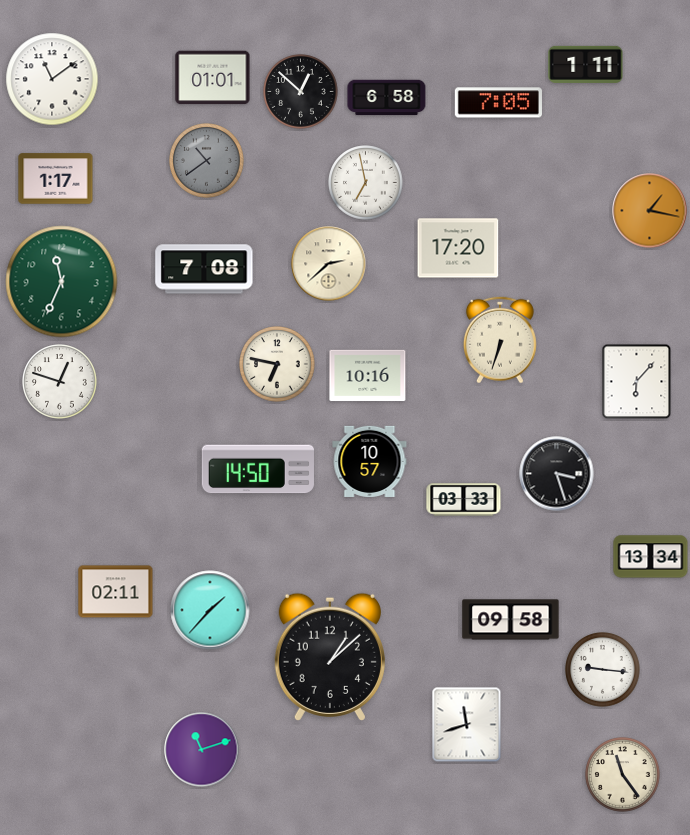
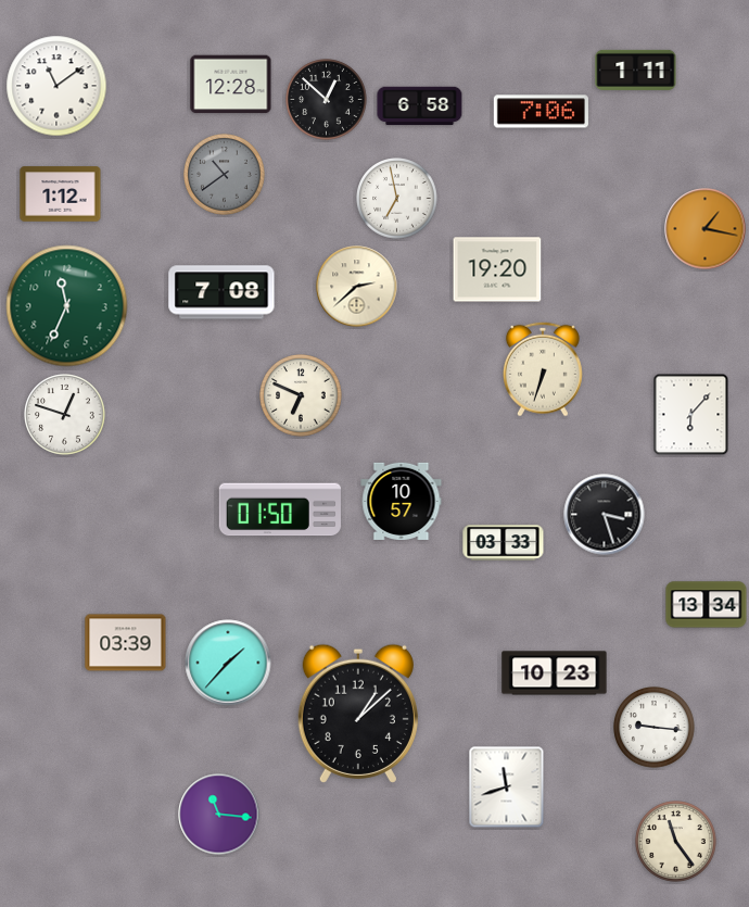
clock at (213, 78): 01:01 -> 12:28
clock at (498, 103): 7:05 -> 7:06
clock at (56, 179): 1:17 -> 1:12
clock at (458, 248): 17:20 -> 19:20
clock at (277, 364): 6:47 -> 6:49
clock at (368, 376): 10:16 -> none
clock at (258, 469): 14:50 -> 01:50
clock at (116, 592): 02:11 -> 03:39
clock at (511, 620): 09:58 -> 10:23
clock at (202, 750): 11:12 -> 11:16
